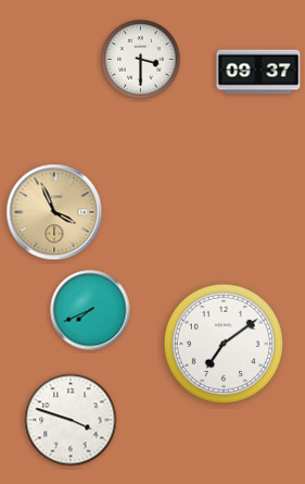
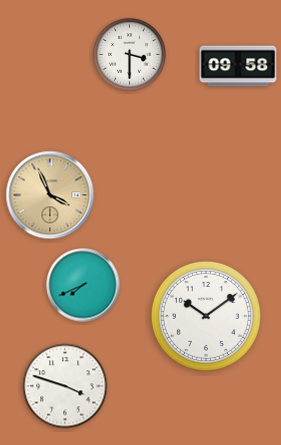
clock at (258, 72): 09:37 -> 09:58
clock at (224, 344): 7:09 -> 10:09
